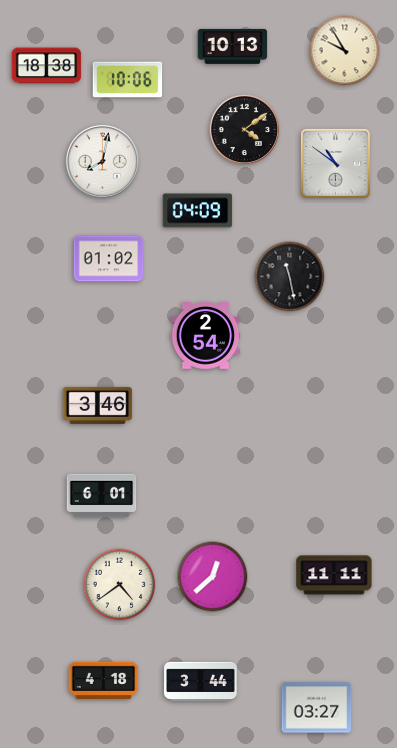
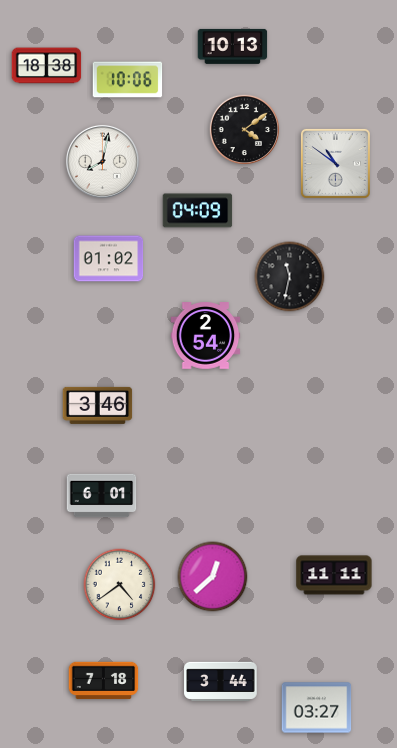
clock at (345, 51): 9:55 -> none
clock at (290, 277): 11:28 -> 11:32
clock at (104, 681): 4:18 -> 7:18
clock at (201, 681) position: (201, 681) -> (221, 681)
